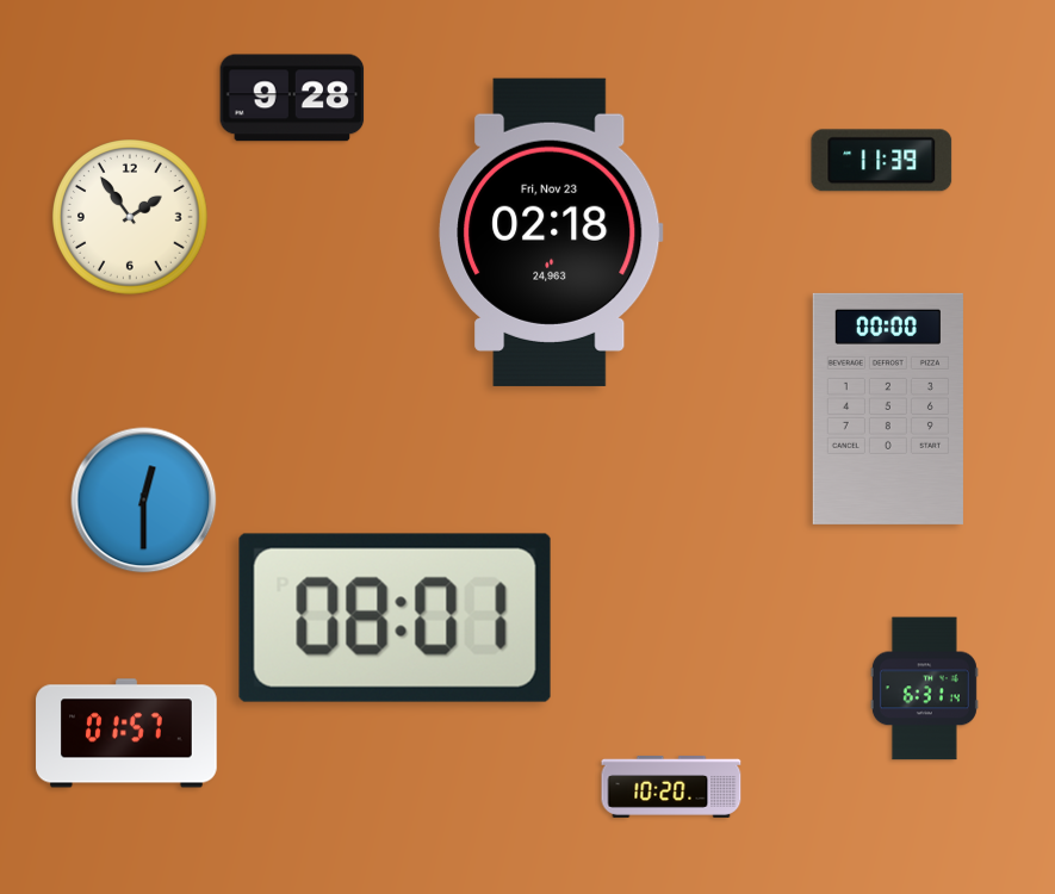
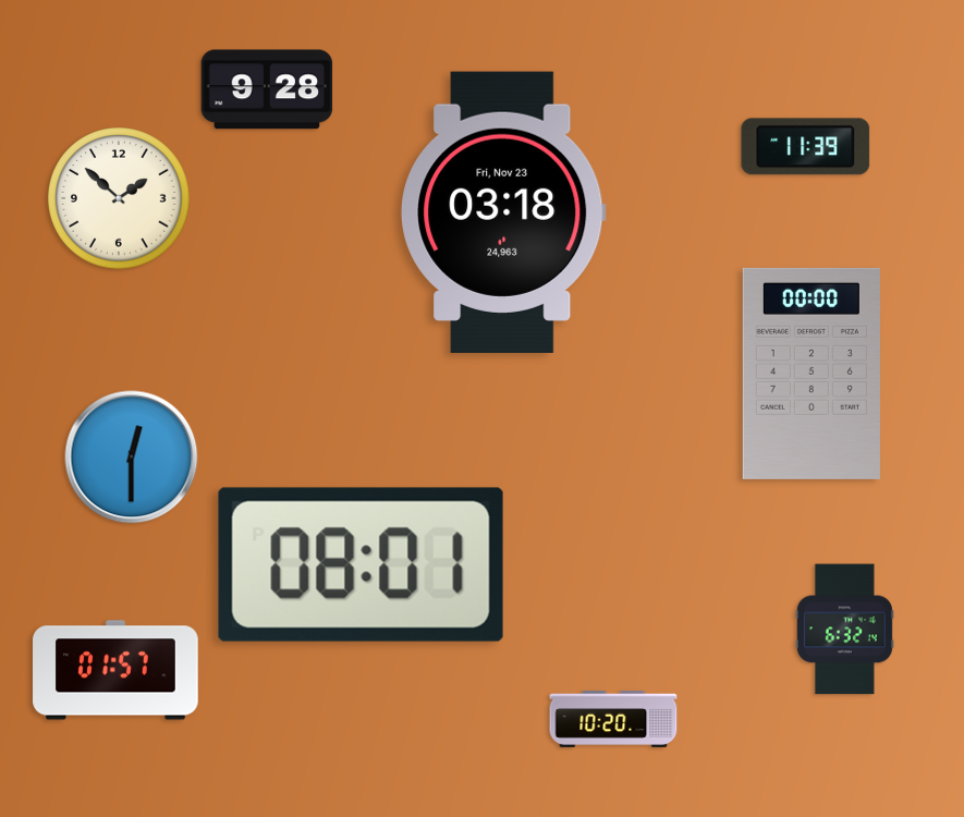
clock at (131, 218): 1:54 -> 1:52
clock at (551, 232): 02:18 -> 03:18
clock at (924, 689): 6:31 -> 6:32
